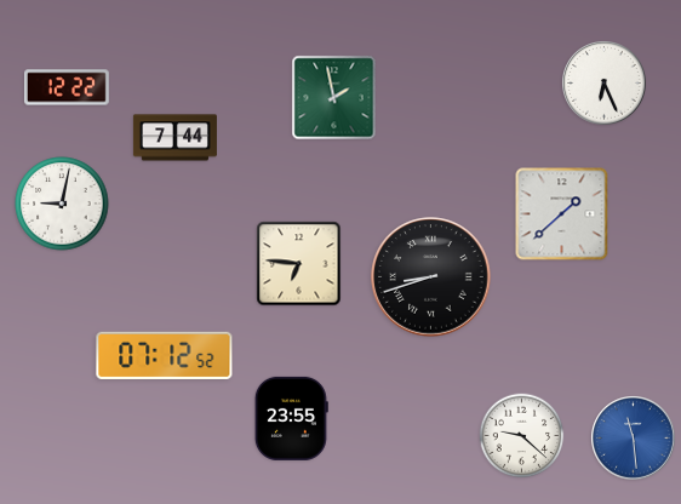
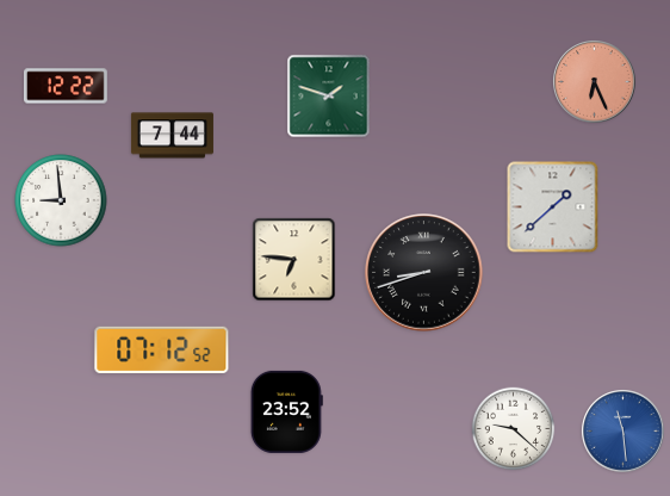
clock at (605, 84) dial: white -> salmon
clock at (334, 98): 1:58 -> 1:48
clock at (62, 204): 9:02 -> 8:59
clock at (562, 214) position: (562, 214) -> (553, 207)
clock at (291, 418): 23:55 -> 23:52
